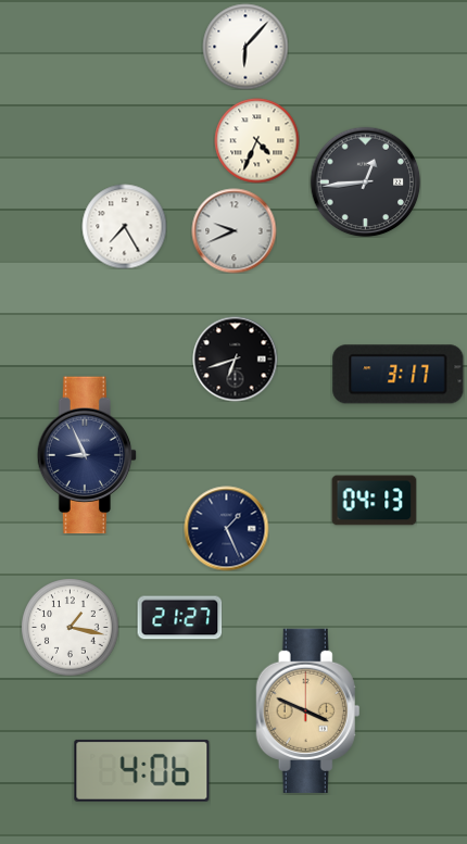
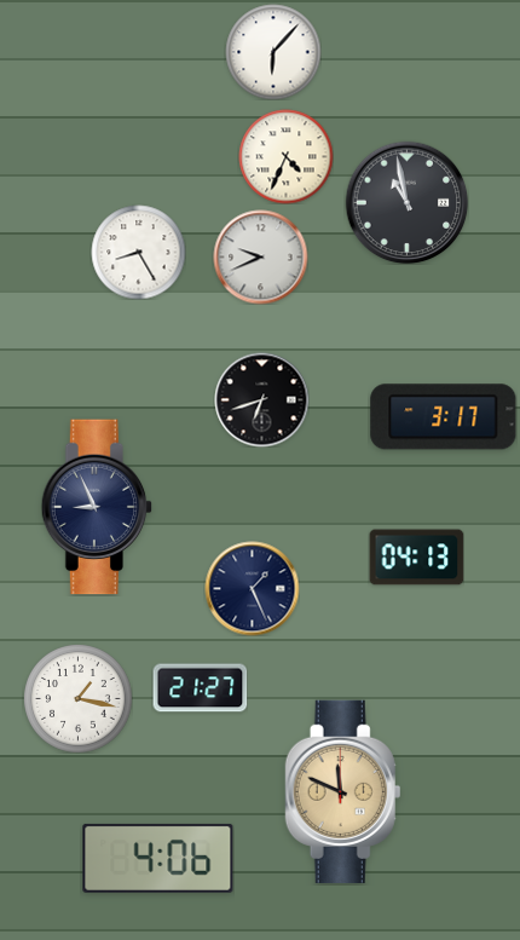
clock at (365, 181): 12:44 -> 10:58
clock at (124, 226): 7:25 -> 8:25
clock at (308, 710): 3:49 -> 11:49
